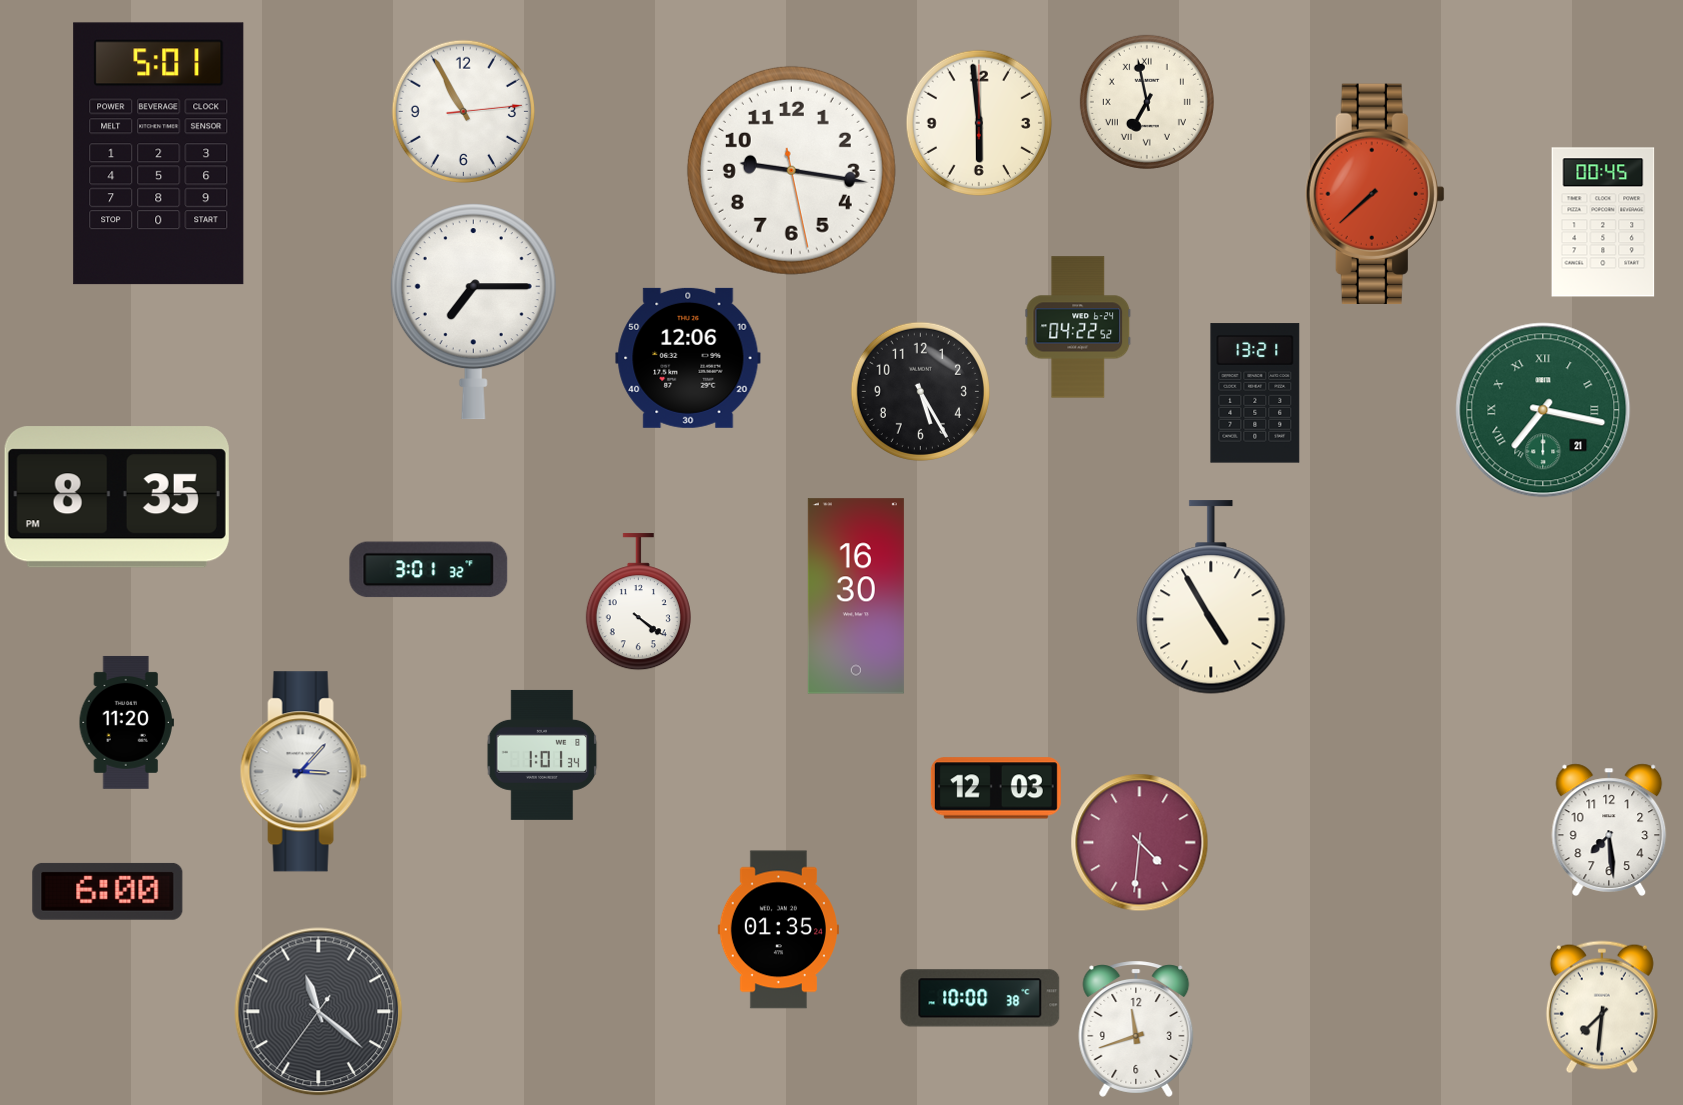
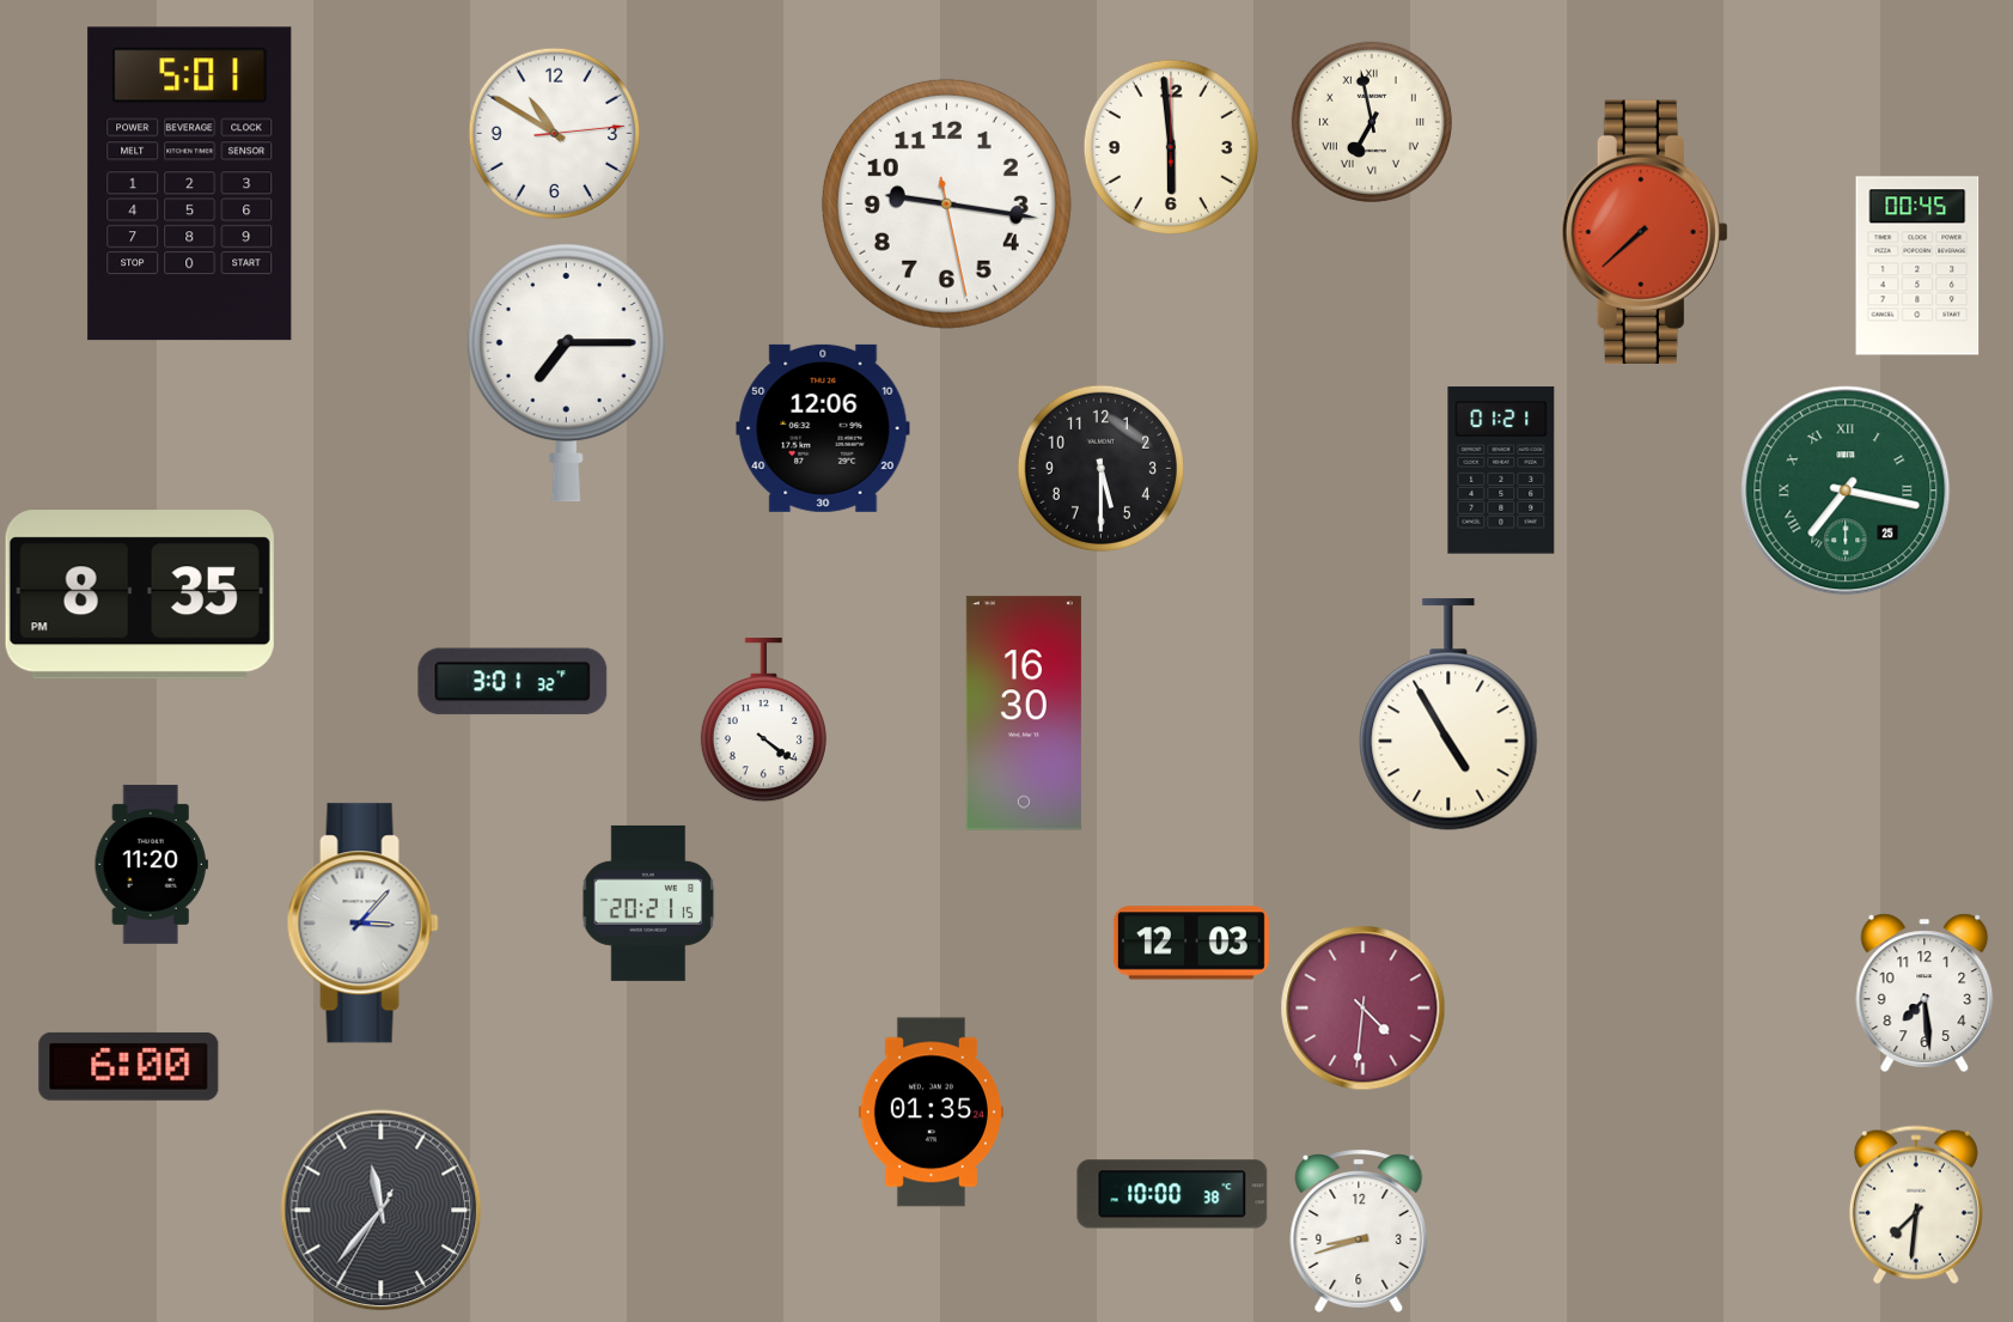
clock at (463, 111): 10:55 -> 10:50
clock at (1078, 327): 04:22 -> none
clock at (920, 391): 5:25 -> 5:30
clock at (1255, 393): 13:21 -> 01:21
clock at (1543, 410) date: 21 -> 25
clock at (542, 755): 1:01 -> 20:21
clock at (319, 1012): 11:21 -> 11:36
clock at (1136, 1029): 11:42 -> 8:42
